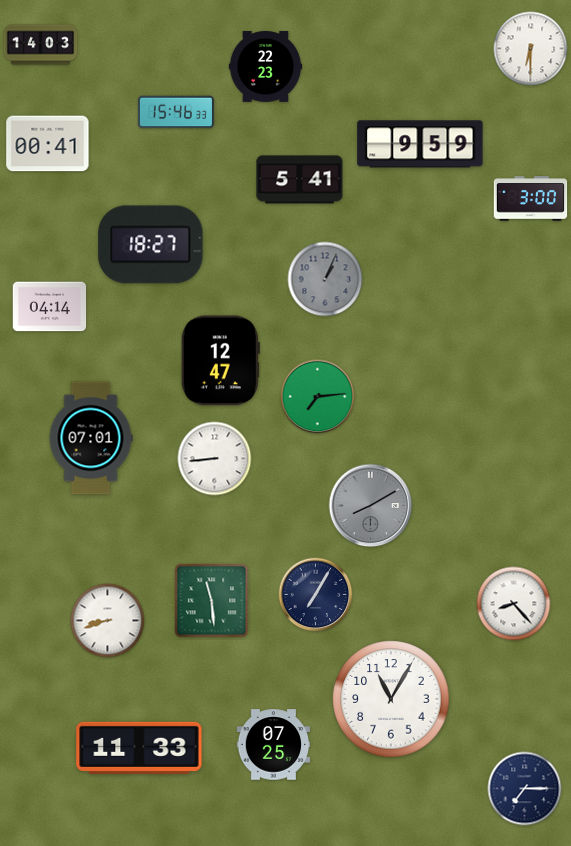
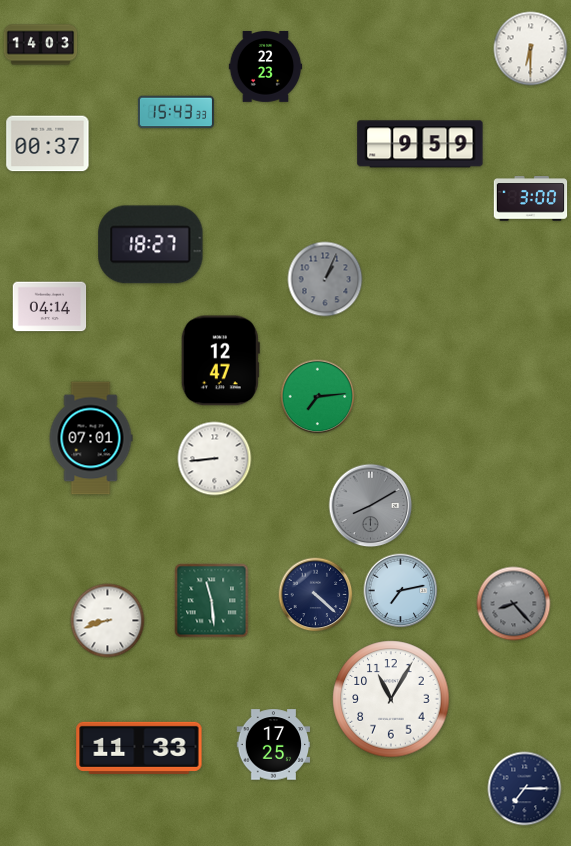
clock at (176, 112): 15:46 -> 15:43
clock at (48, 144): 00:41 -> 00:37
clock at (300, 180): 5:41 -> none
clock at (401, 591): none -> 7:13
clock at (316, 595): 7:05 -> 4:22
clock at (514, 604) dial: white -> grey
clock at (274, 745): 07:25 -> 17:25
